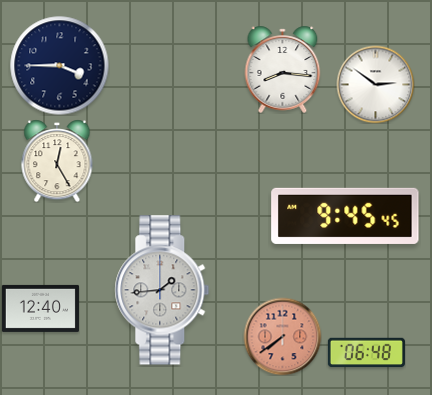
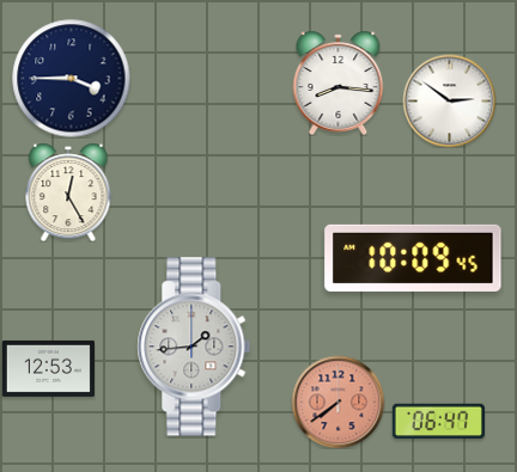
clock at (345, 216): 9:45 -> 10:09
clock at (40, 308): 12:40 -> 12:53
clock at (366, 353): 06:48 -> 06:47
